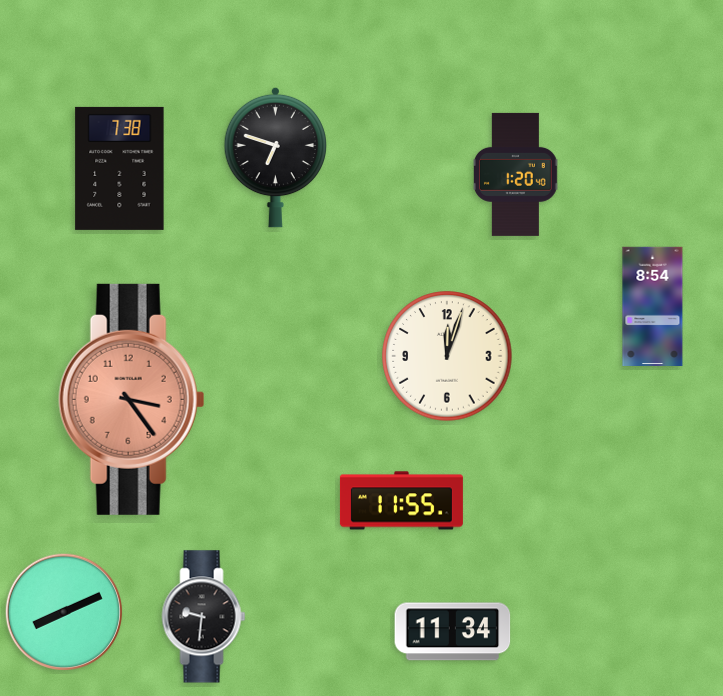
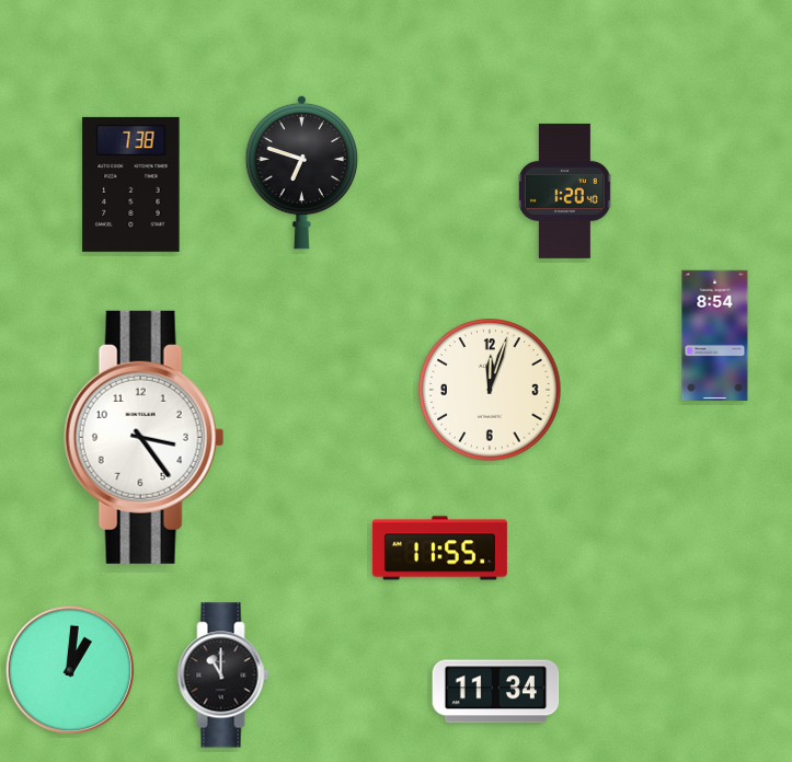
clock at (132, 399) dial: salmon -> white
clock at (63, 611): 8:11 -> 1:01
clock at (204, 617): 9:31 -> 11:00
